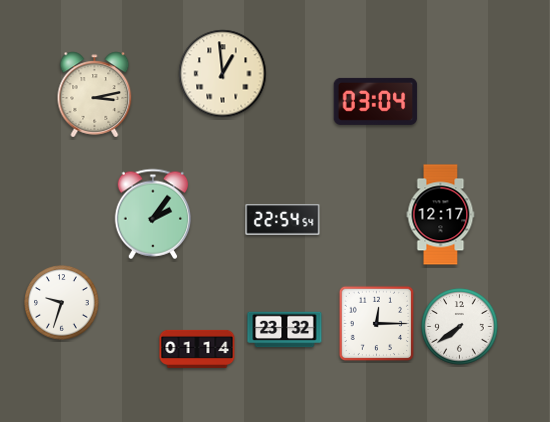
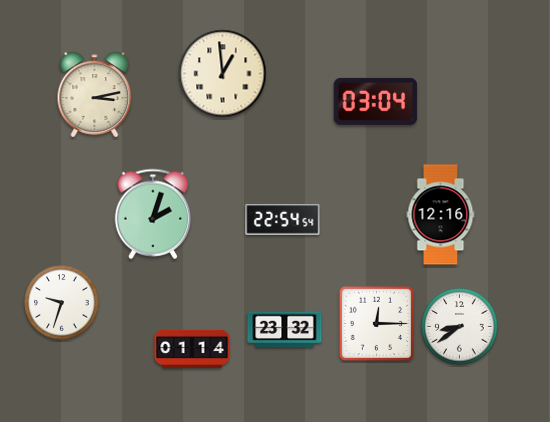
clock at (153, 214): 2:06 -> 2:03
clock at (441, 215): 12:17 -> 12:16
clock at (460, 327): 7:39 -> 8:39
clock at (197, 349) position: (197, 349) -> (192, 349)
